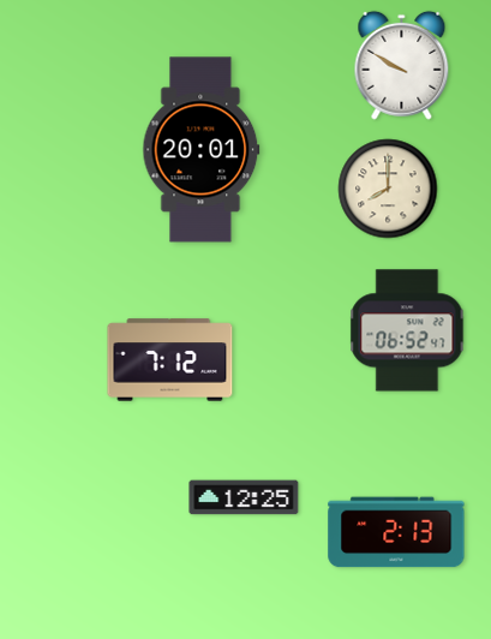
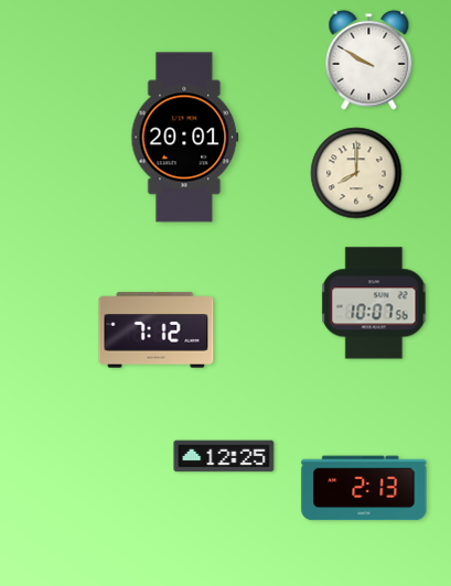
clock at (407, 330): 06:52 -> 10:07
